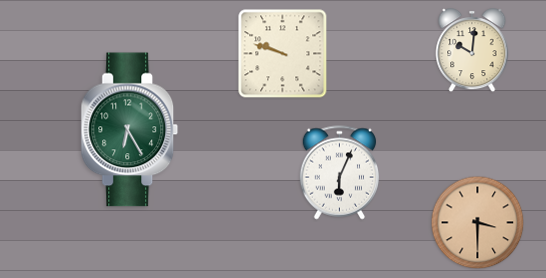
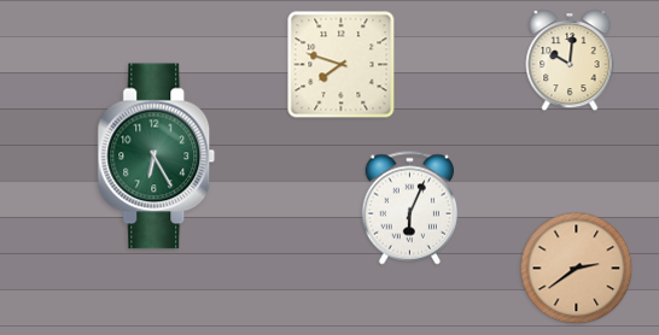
clock at (283, 54): 9:48 -> 7:48
clock at (478, 223): 3:30 -> 2:39
